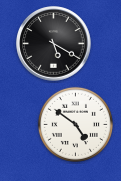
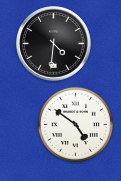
clock at (54, 44): 5:20 -> 4:31
